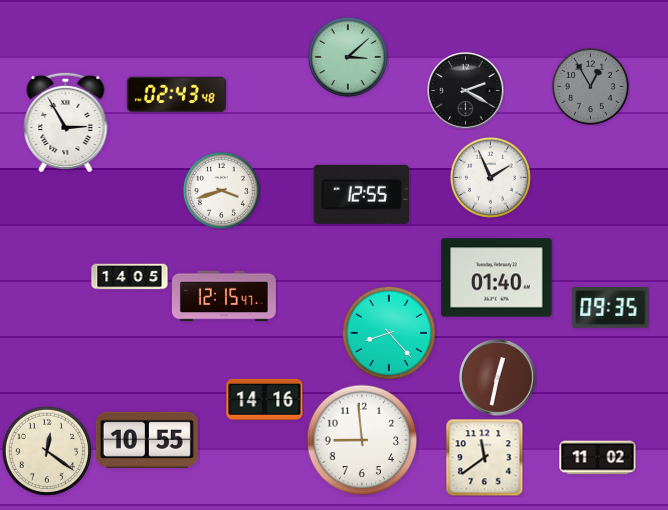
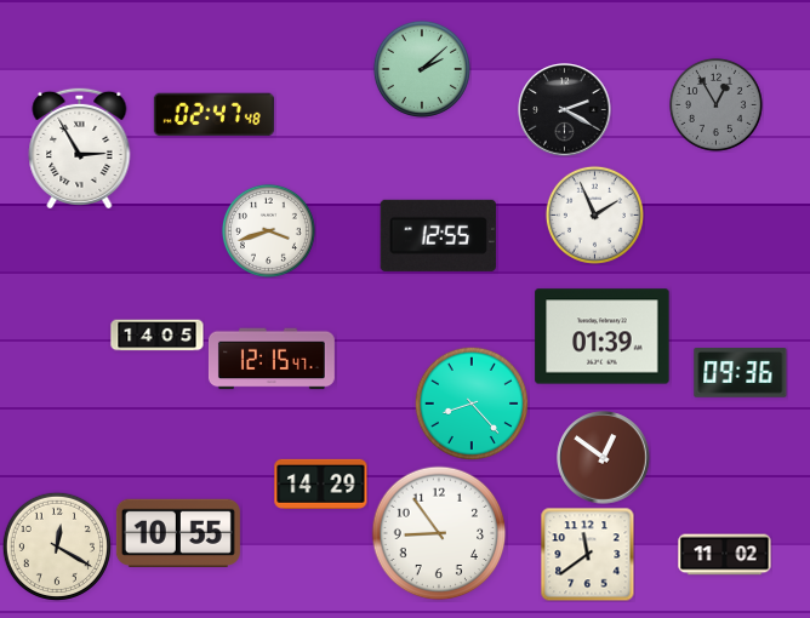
clock at (348, 57): 3:08 -> 2:08
clock at (176, 95): 02:43 -> 02:47
clock at (497, 278): 01:40 -> 01:39
clock at (611, 308): 09:35 -> 09:36
clock at (498, 378): 12:32 -> 12:51
clock at (265, 399): 14:16 -> 14:29
clock at (362, 440): 8:59 -> 8:54
clock at (47, 451): 12:21 -> 12:20
